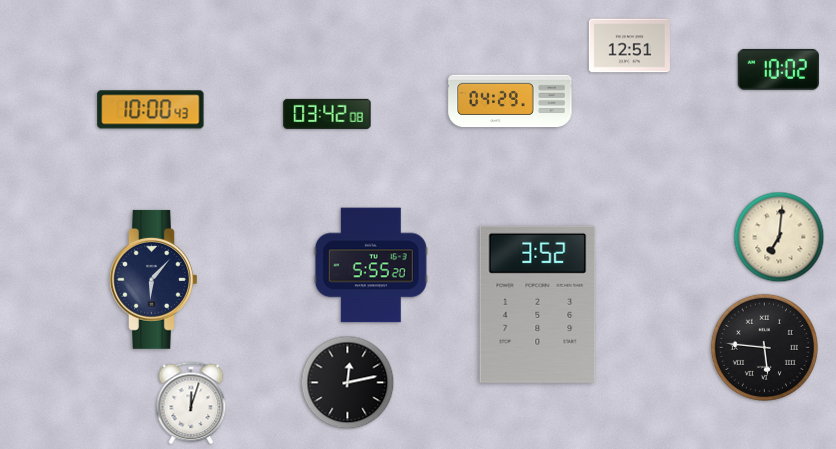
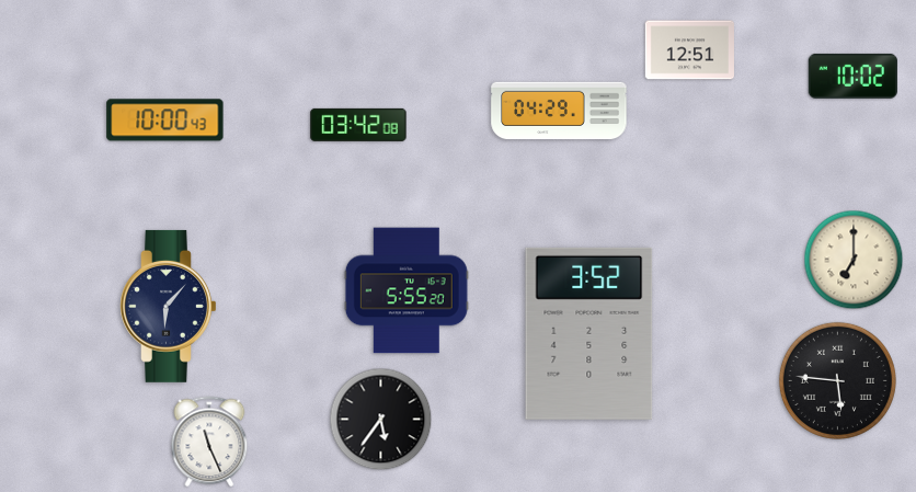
clock at (779, 237): 7:01 -> 7:00
clock at (348, 383): 12:13 -> 5:36
clock at (191, 403): 12:03 -> 11:26
